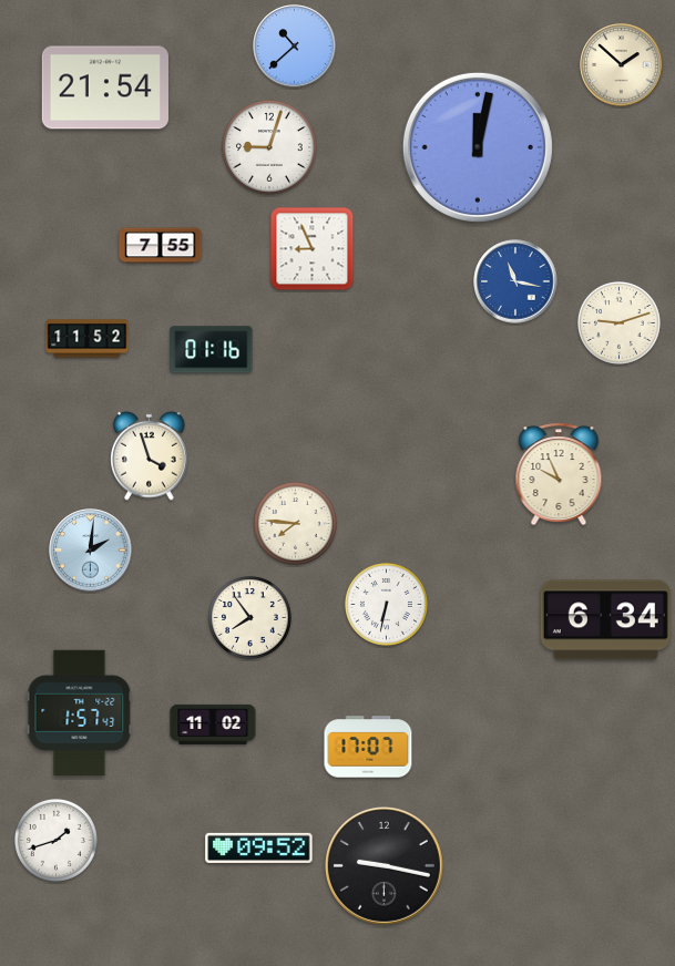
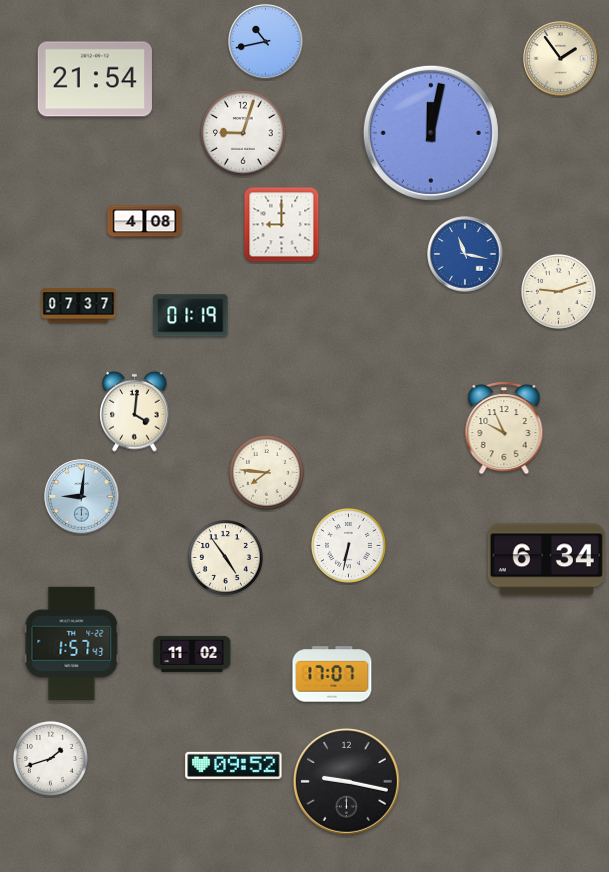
clock at (295, 47): 10:38 -> 10:43
clock at (622, 65): 1:52 -> 1:54
clock at (161, 246): 7:55 -> 4:08
clock at (313, 249): 8:56 -> 9:00
clock at (88, 339): 11:52 -> 07:37
clock at (212, 350): 01:16 -> 01:19
clock at (150, 455): 3:57 -> 4:01
clock at (91, 551): 2:01 -> 9:01
clock at (249, 617): 7:54 -> 4:54
